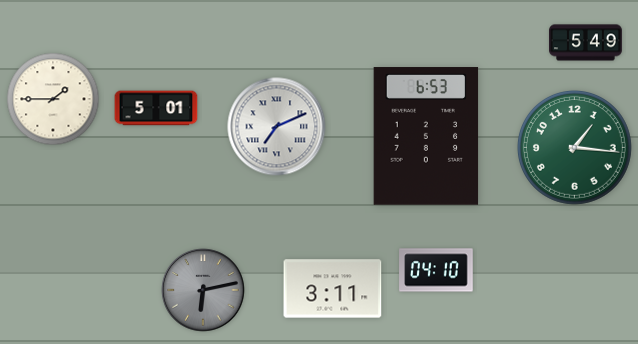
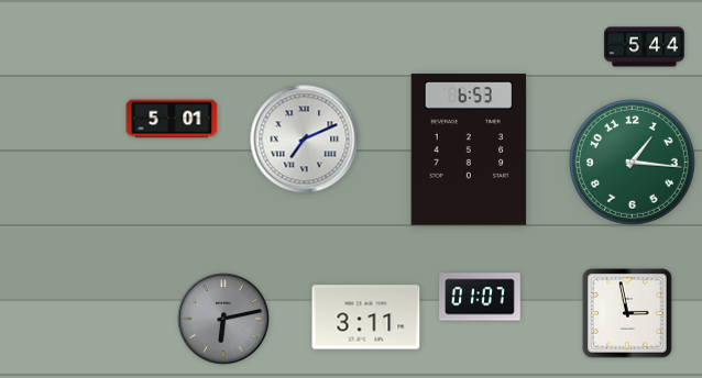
clock at (586, 43): 5:49 -> 5:44
clock at (53, 99): 1:45 -> none
clock at (436, 270): 04:10 -> 01:07
clock at (627, 313): none -> 2:58
